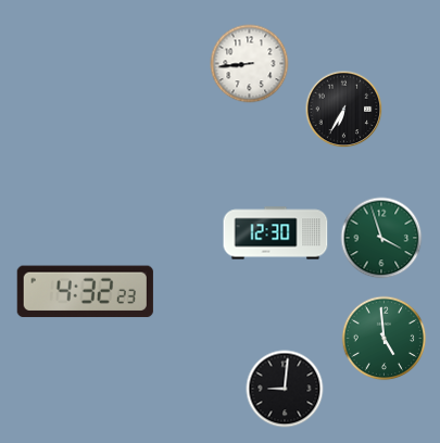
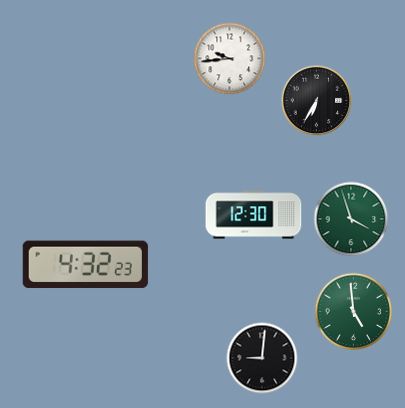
clock at (250, 64): 8:44 -> 9:44
clock at (85, 292) position: (85, 292) -> (85, 265)
